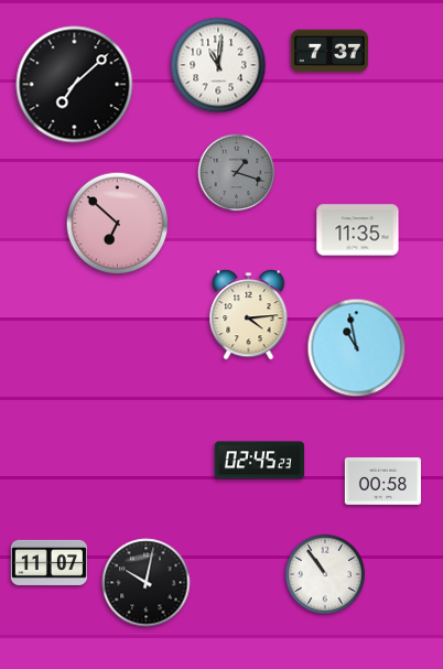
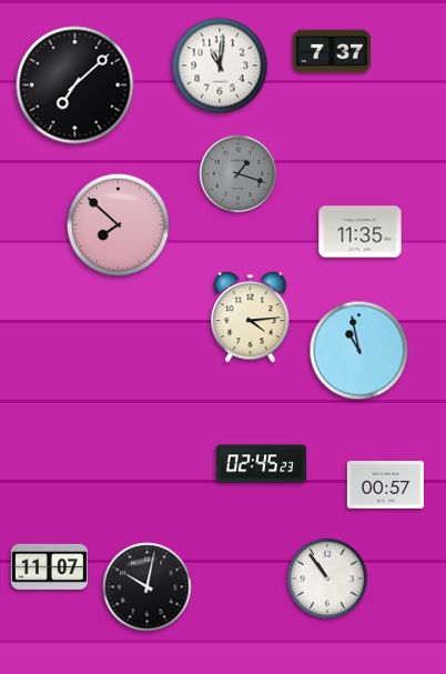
clock at (118, 224): 6:52 -> 7:52
clock at (382, 482): 00:58 -> 00:57
